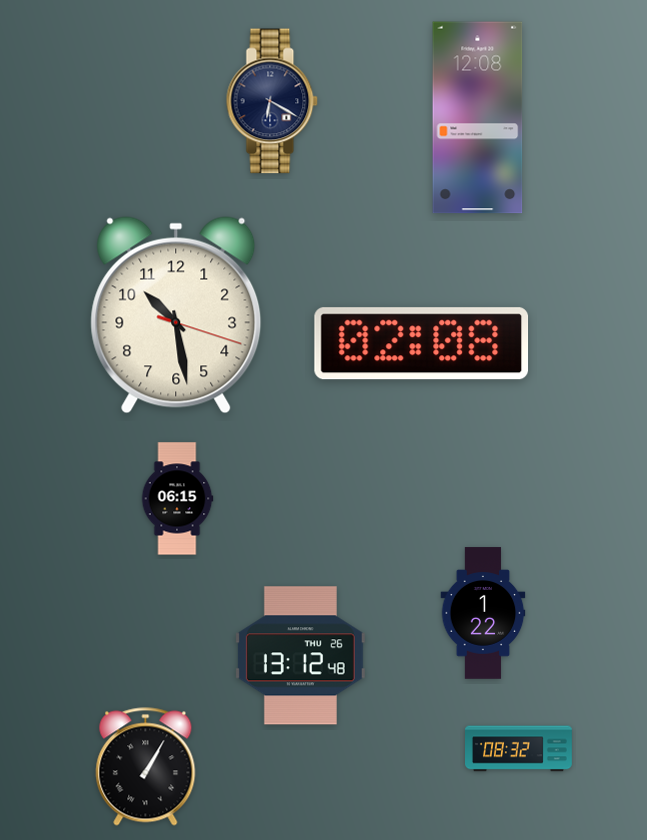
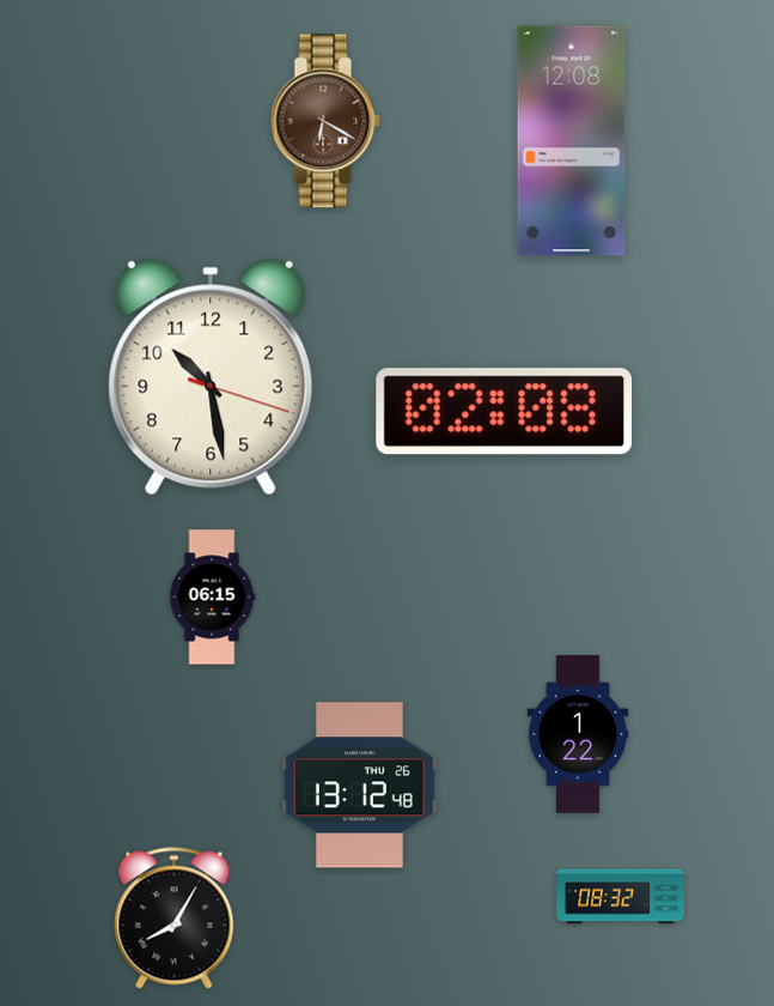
clock at (272, 101) dial: navy -> brown
clock at (146, 767): 1:05 -> 8:05
